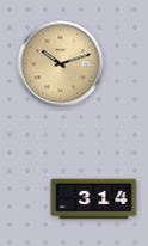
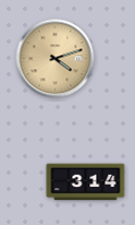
clock at (61, 64): 10:12 -> 4:12
